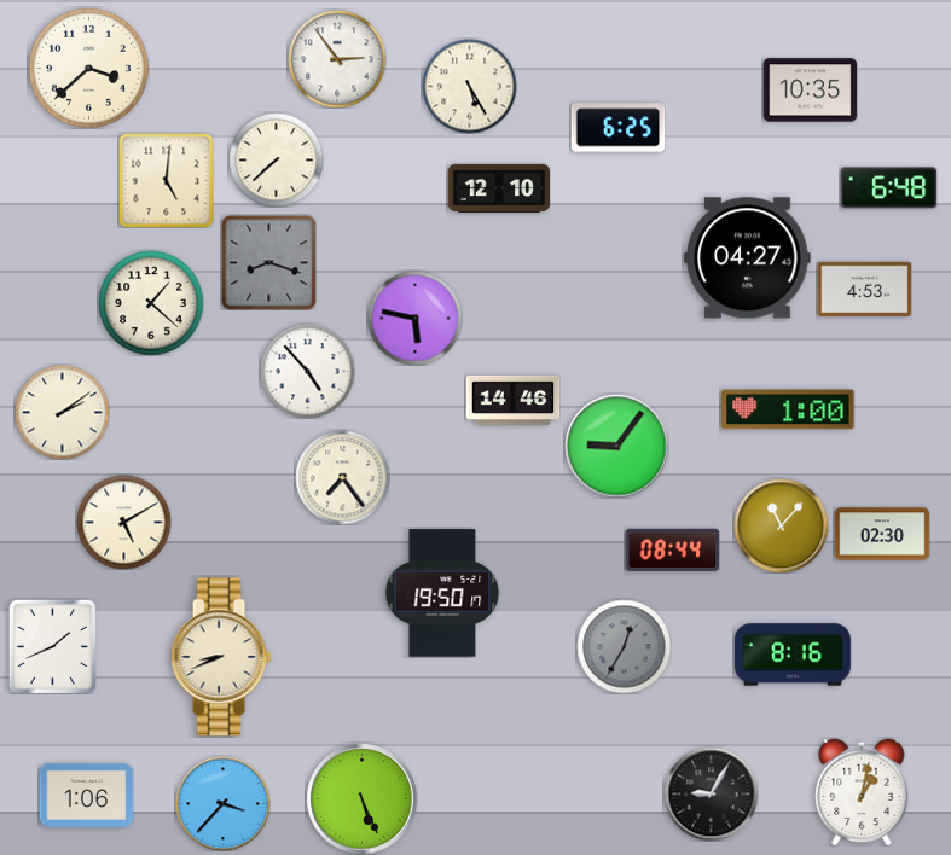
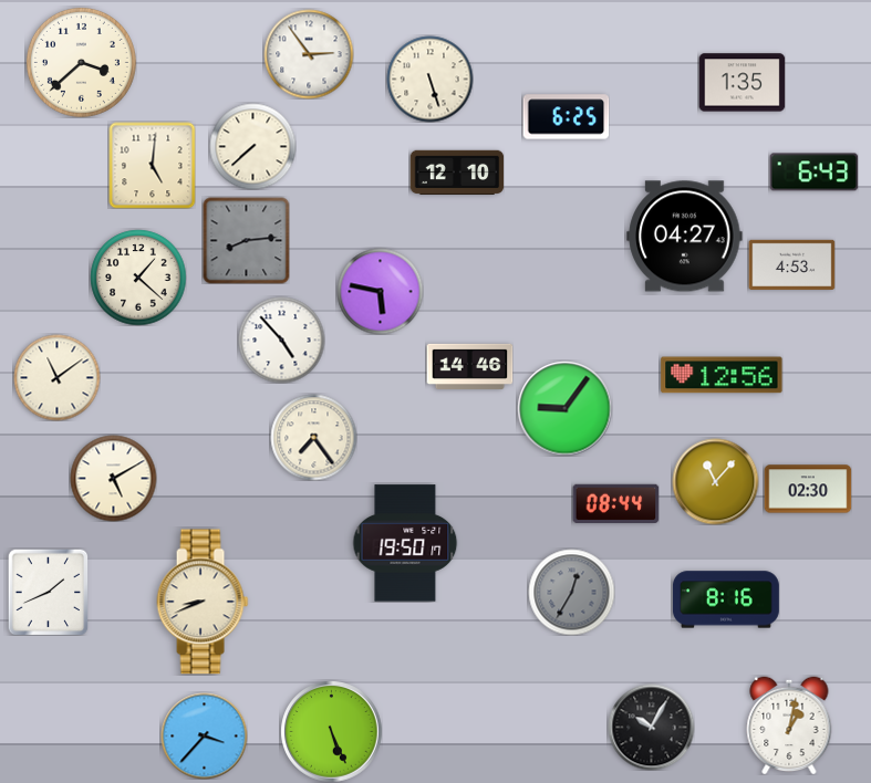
clock at (469, 86): 5:25 -> 5:27
clock at (810, 91): 10:35 -> 1:35
clock at (888, 188): 6:48 -> 6:43
clock at (268, 262): 8:18 -> 8:14
clock at (788, 409): 1:00 -> 12:56
clock at (62, 412): 2:09 -> 11:09
clock at (711, 793): 9:05 -> 10:05
clock at (86, 795): 1:06 -> none
